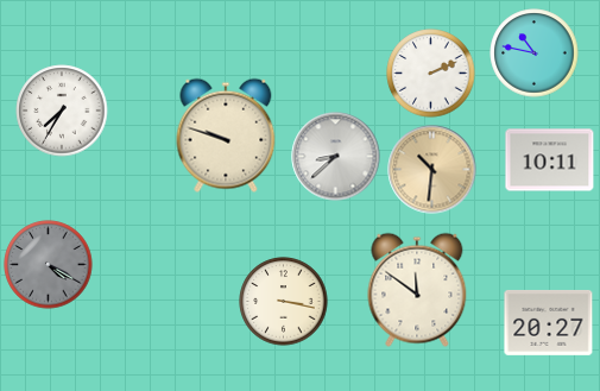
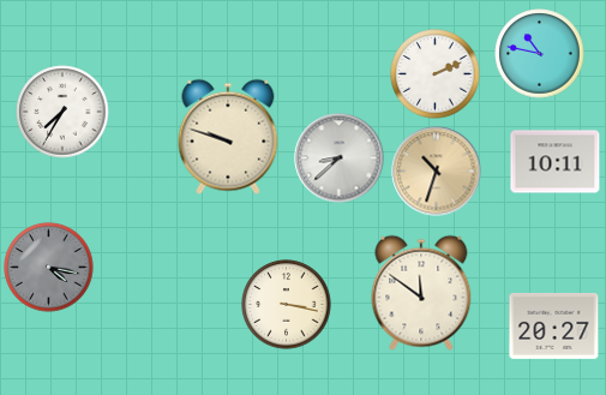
clock at (432, 170): 10:31 -> 10:33
clock at (49, 265): 4:20 -> 4:17
